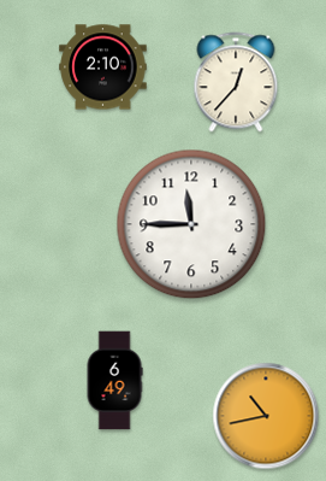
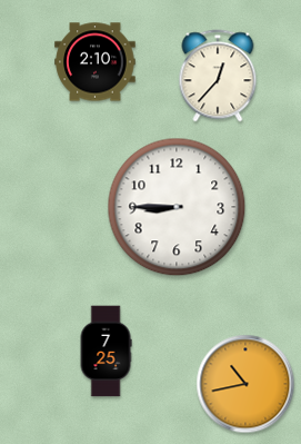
clock at (191, 224): 11:45 -> 8:45
clock at (114, 381): 6:49 -> 7:25
